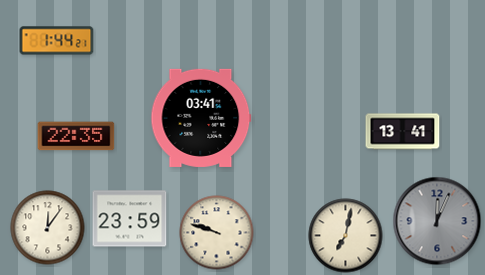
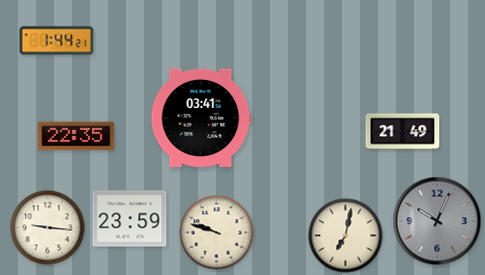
clock at (403, 132): 13:41 -> 21:49
clock at (437, 221): 12:04 -> 10:04
clock at (48, 228): 12:06 -> 9:16
